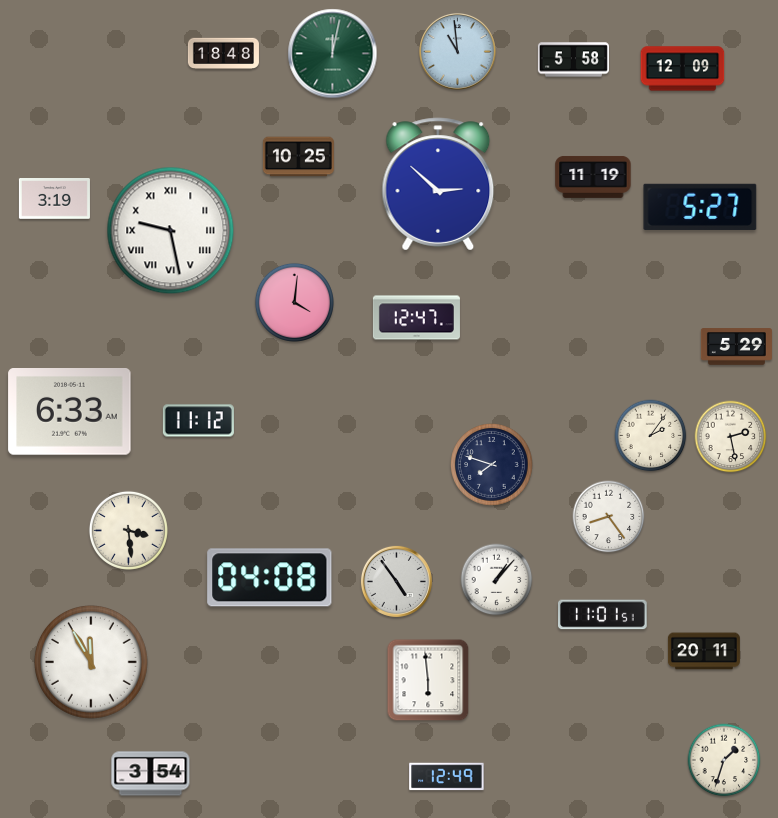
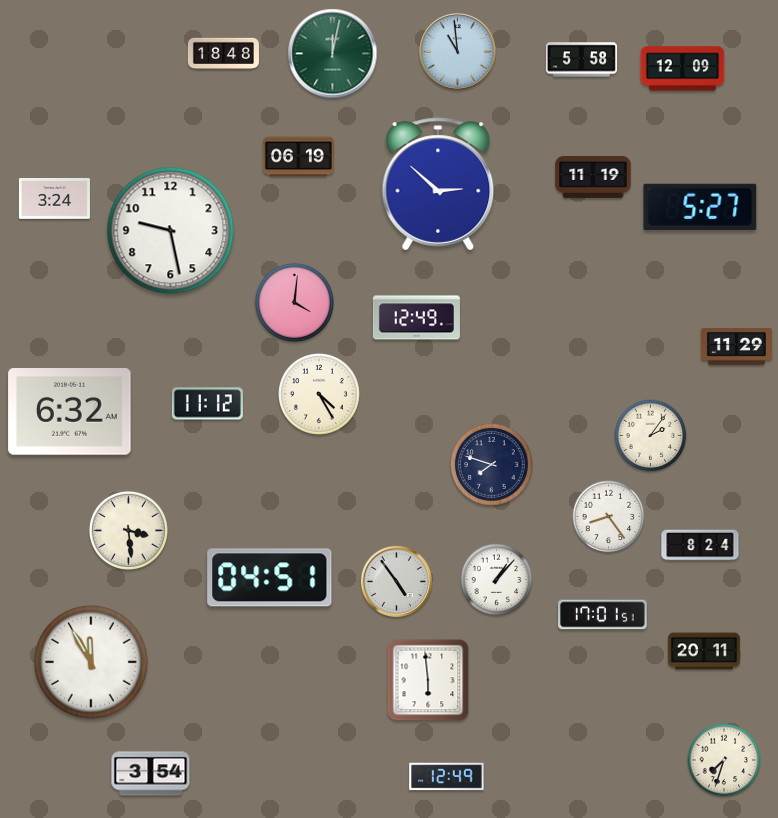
clock at (573, 60) position: (573, 60) -> (581, 60)
clock at (298, 157): 10:25 -> 06:19
clock at (54, 199): 3:19 -> 3:24
clock at (171, 231) numerals: Roman -> Arabic
clock at (416, 318): 12:47 -> 12:49
clock at (736, 347): 5:29 -> 11:29
clock at (320, 395): none -> 4:25
clock at (70, 412): 6:33 -> 6:32
clock at (198, 421) position: (198, 421) -> (207, 404)
clock at (731, 437): 2:28 -> none
clock at (700, 545): none -> 8:24
clock at (270, 578): 04:08 -> 04:51
clock at (603, 615): 11:01 -> 17:01
clock at (724, 760): 1:33 -> 7:33
